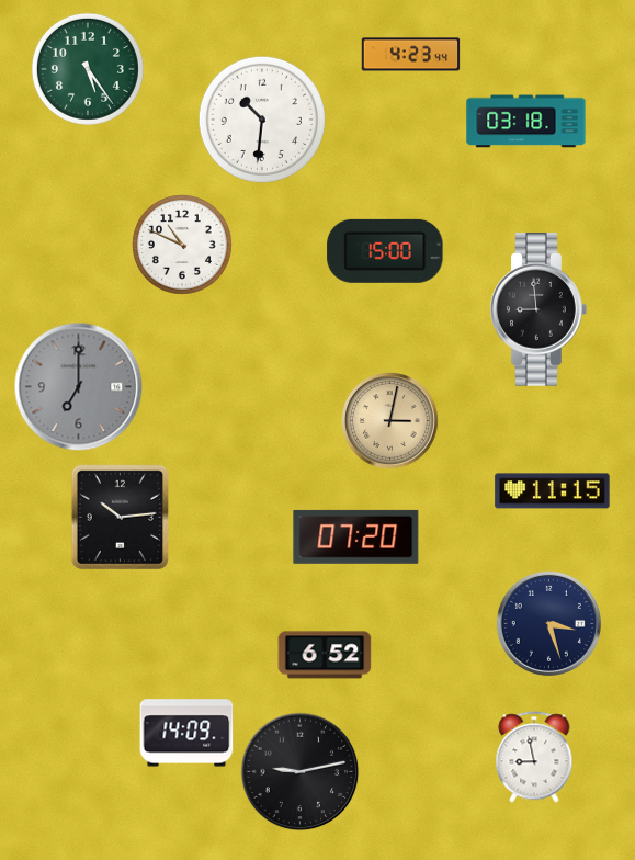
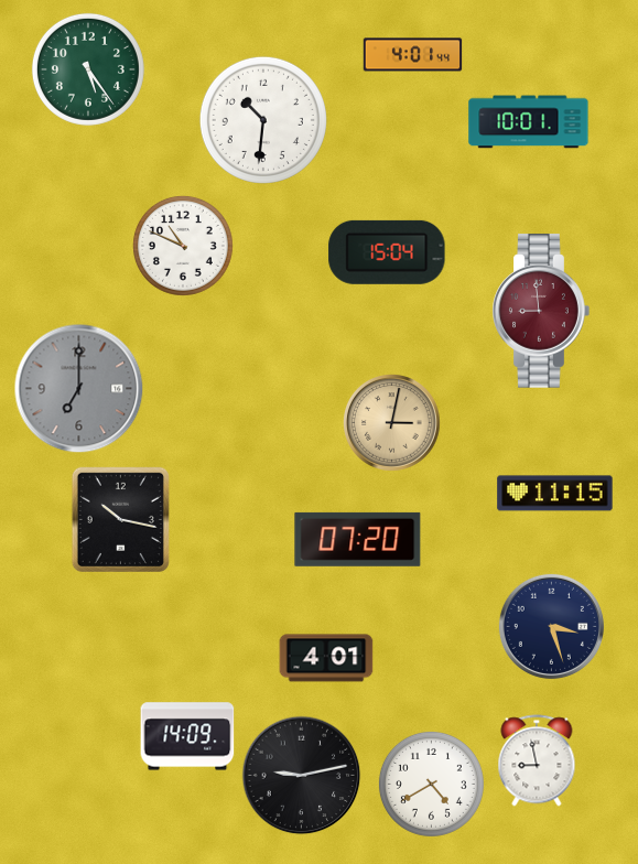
clock at (411, 55): 4:23 -> 4:01
clock at (526, 122): 03:18 -> 10:01
clock at (385, 251): 15:00 -> 15:04
clock at (538, 309) dial: black -> burgundy
clock at (120, 517): 10:14 -> 10:17
clock at (325, 655): 6:52 -> 4:01
clock at (431, 784): none -> 4:40
